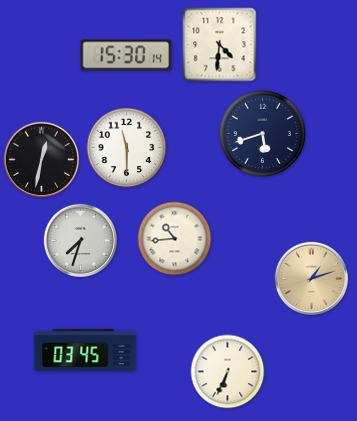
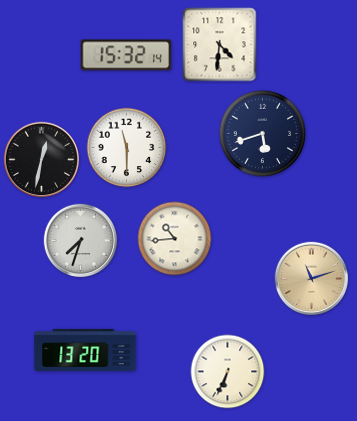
clock at (126, 55): 15:30 -> 15:32
clock at (312, 279): 1:12 -> 11:12
clock at (85, 350): 03:45 -> 13:20
